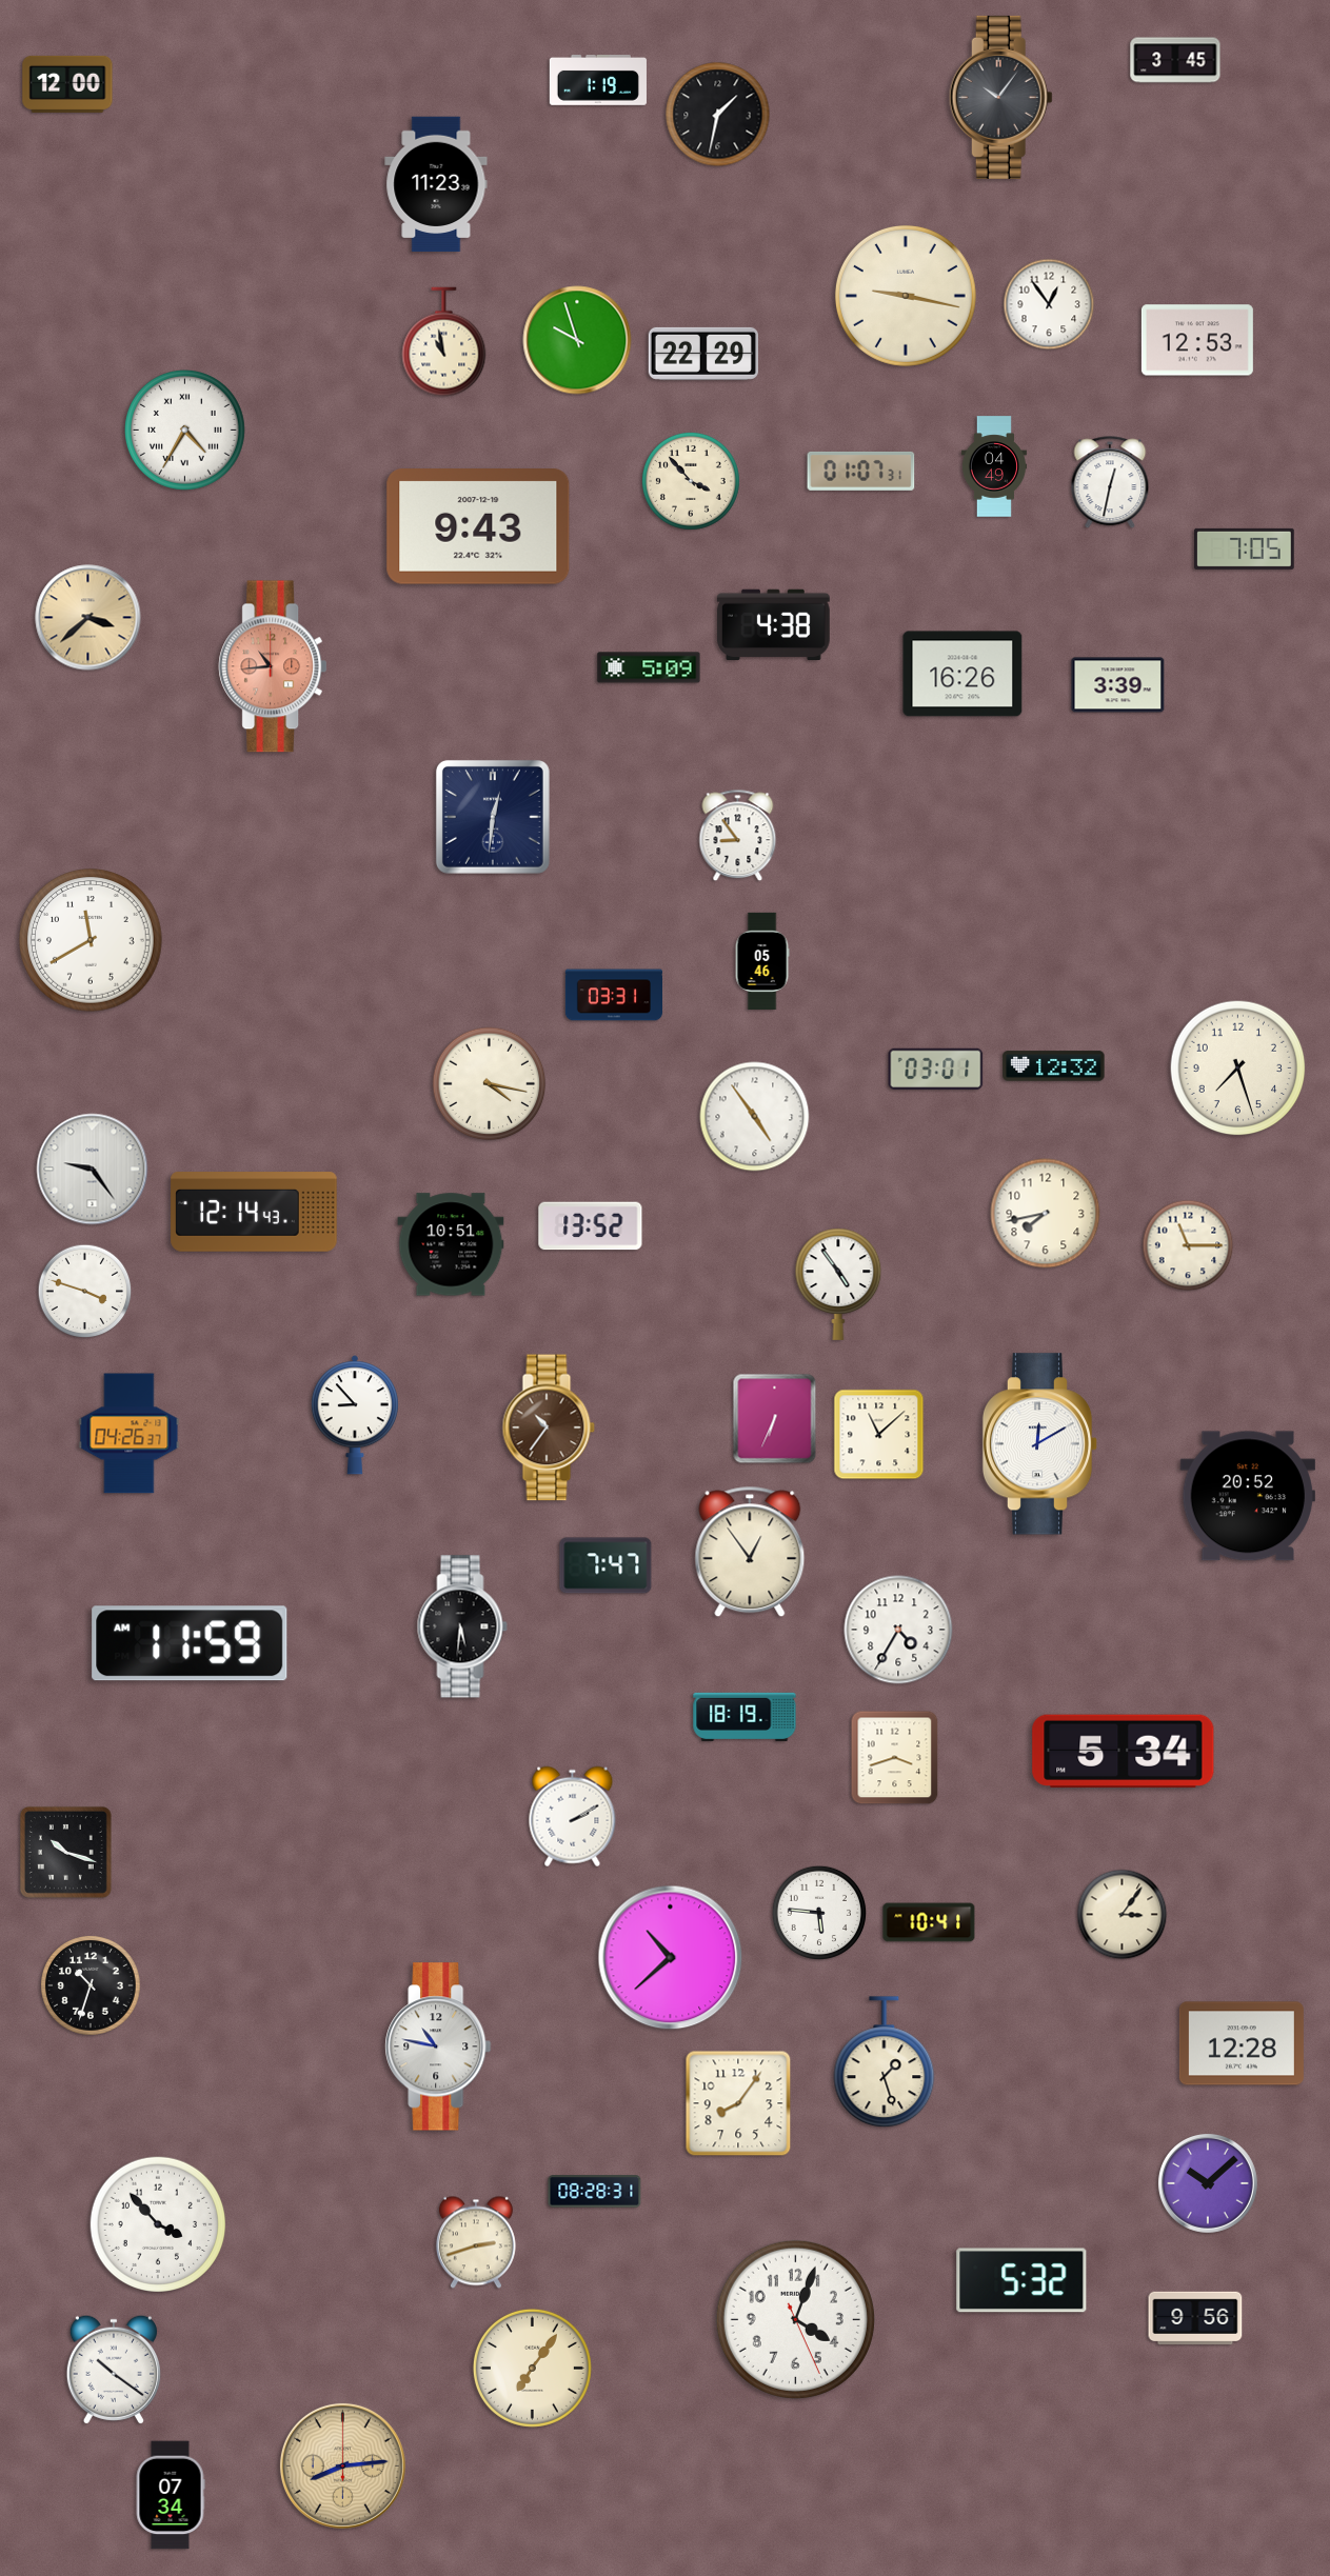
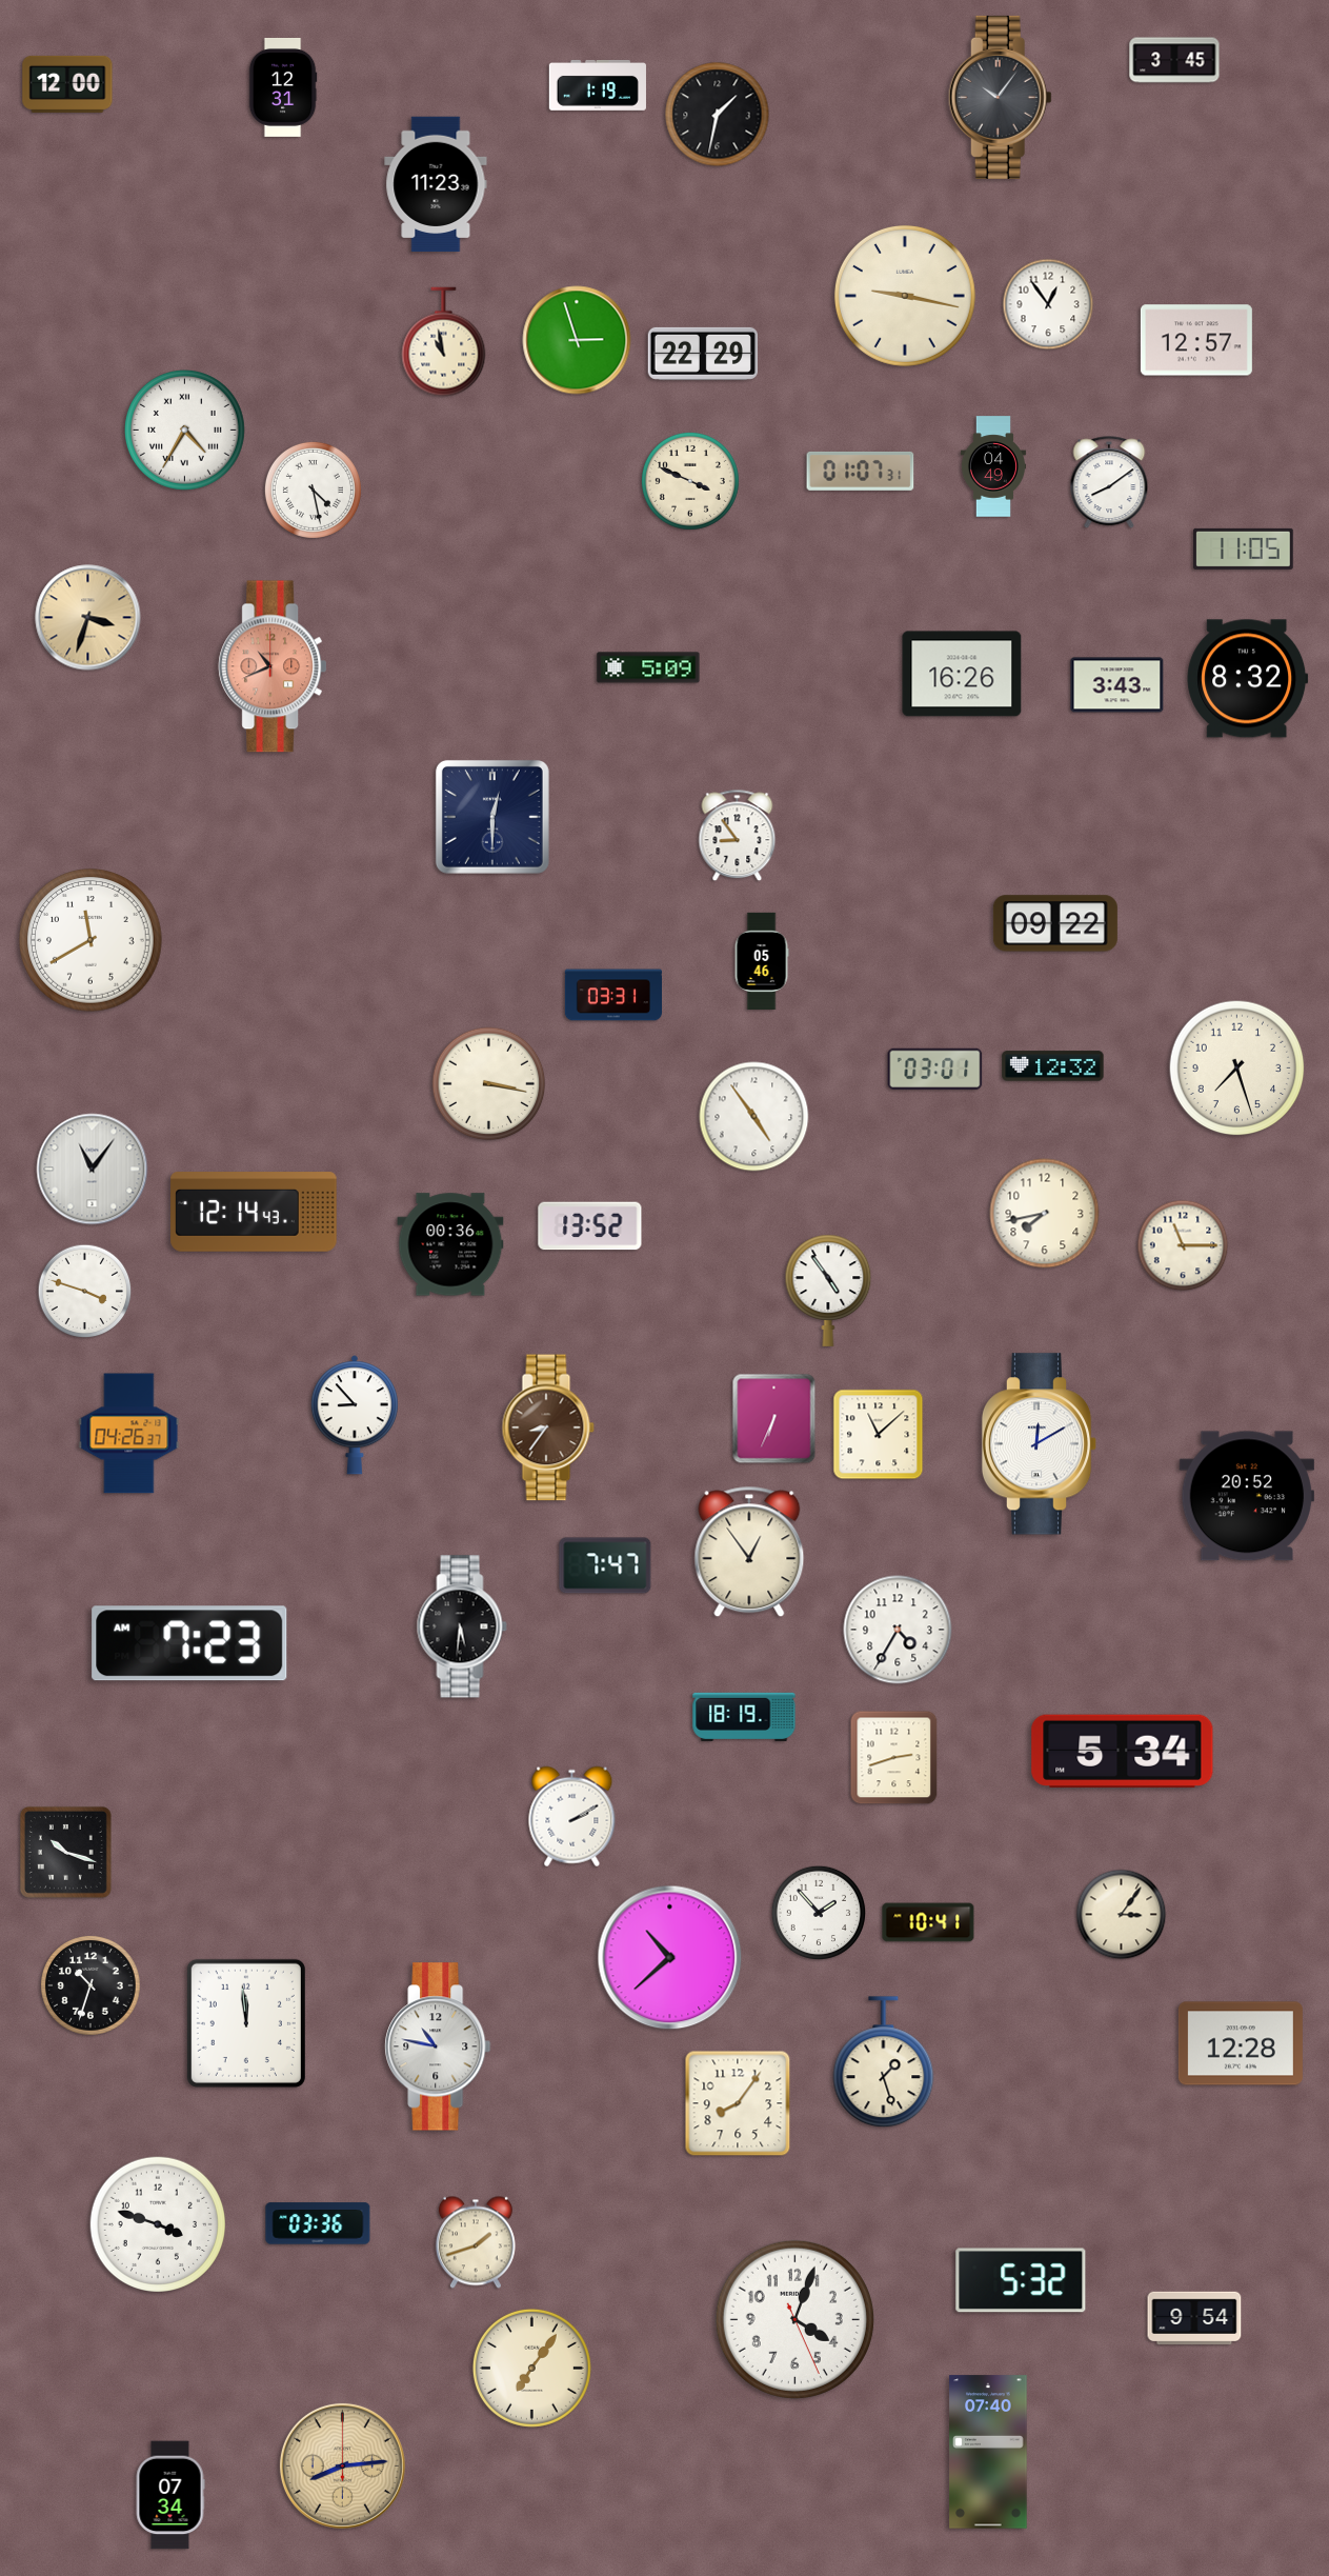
clock at (598, 80) position: (598, 80) -> (598, 85)
clock at (283, 87): none -> 12:31
clock at (577, 340): 9:57 -> 2:57
clock at (1197, 340): 12:53 -> 12:57
clock at (691, 481): 3:53 -> 3:49
clock at (1110, 483): 12:32 -> 8:09
clock at (313, 490): none -> 4:28
clock at (478, 527): 9:43 -> none
clock at (1245, 548): 7:05 -> 11:05
clock at (88, 618): 3:38 -> 3:33
clock at (773, 624): 4:38 -> none
clock at (273, 666): 10:44 -> 10:41
clock at (1248, 679): none -> 8:32
clock at (1118, 685): 3:39 -> 3:43
clock at (493, 817): 12:31 -> 12:30
clock at (1055, 923): none -> 09:22
clock at (490, 1084): 4:17 -> 3:17
clock at (93, 1170): 9:24 -> 11:06
clock at (451, 1244): 10:51 -> 00:36
clock at (1188, 1245) position: (1188, 1245) -> (1183, 1245)
clock at (838, 1284) position: (838, 1284) -> (828, 1291)
clock at (549, 1427): 10:36 -> 8:36
clock at (190, 1643): 11:59 -> 7:23
clock at (895, 1758): 3:42 -> 2:42
clock at (819, 1913): 5:46 -> 1:53
clock at (246, 2023): none -> 11:59
clock at (1208, 2183): 10:08 -> none
clock at (595, 2192): 08:28 -> none
clock at (318, 2223): none -> 03:36
clock at (158, 2224): 3:53 -> 3:48
clock at (476, 2242): 2:42 -> 1:42
clock at (1195, 2318): 9:56 -> 9:54
clock at (114, 2370): 10:21 -> none
clock at (988, 2452): none -> 07:40
